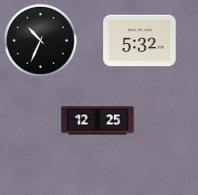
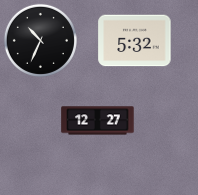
clock at (140, 41) position: (140, 41) -> (135, 41)
clock at (98, 121): 12:25 -> 12:27
